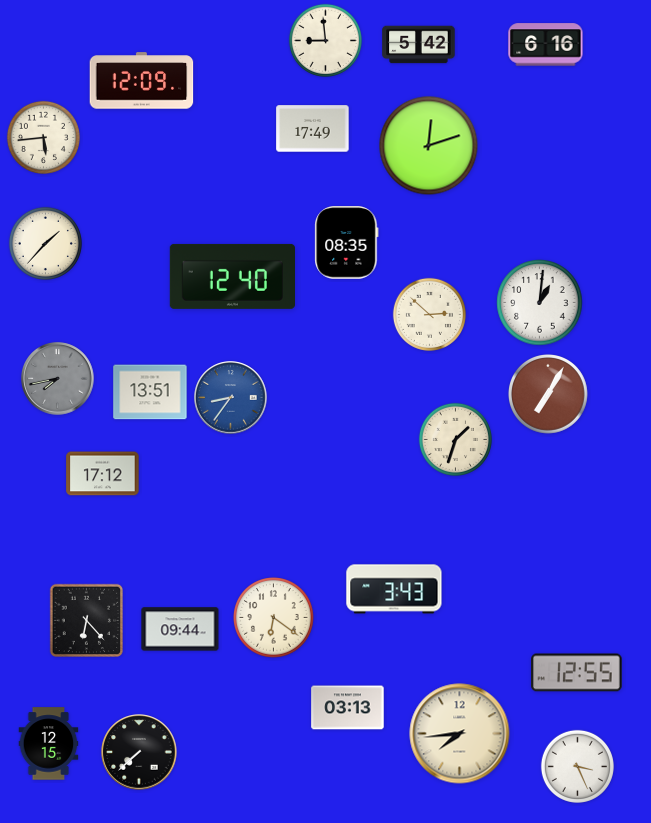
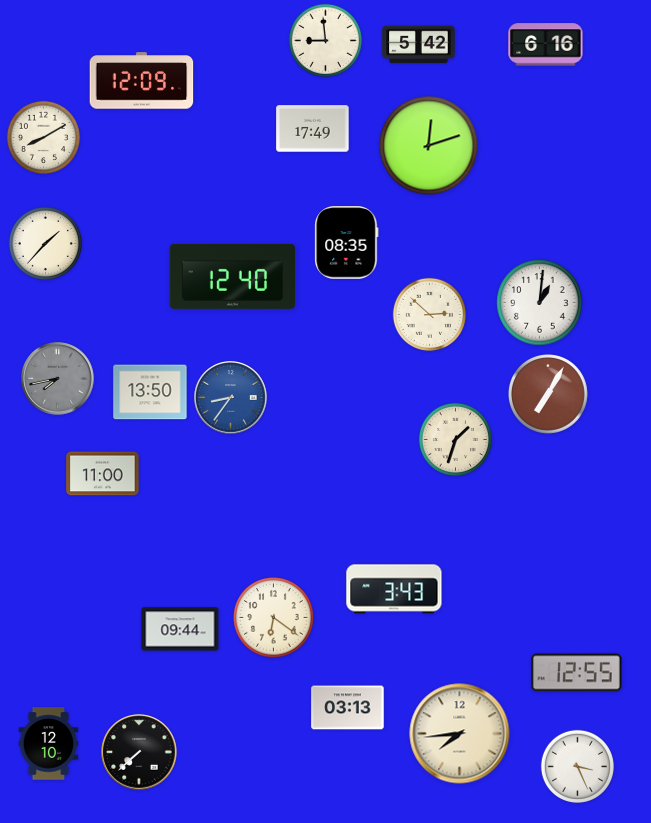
clock at (43, 137): 5:44 -> 8:10
clock at (150, 392): 13:51 -> 13:50
clock at (103, 474): 17:12 -> 11:00
clock at (86, 620): 6:23 -> none
clock at (49, 744): 12:15 -> 12:10
